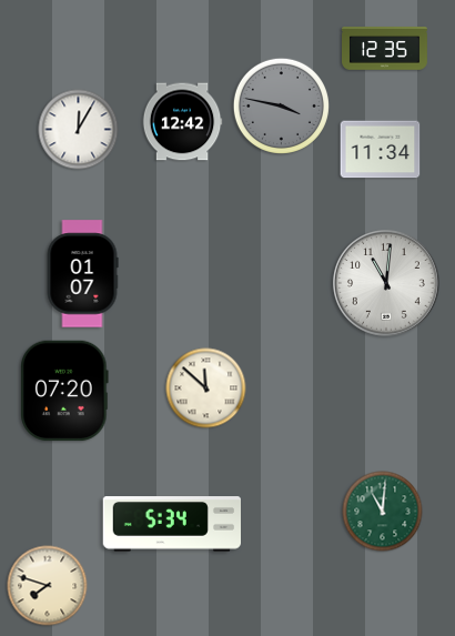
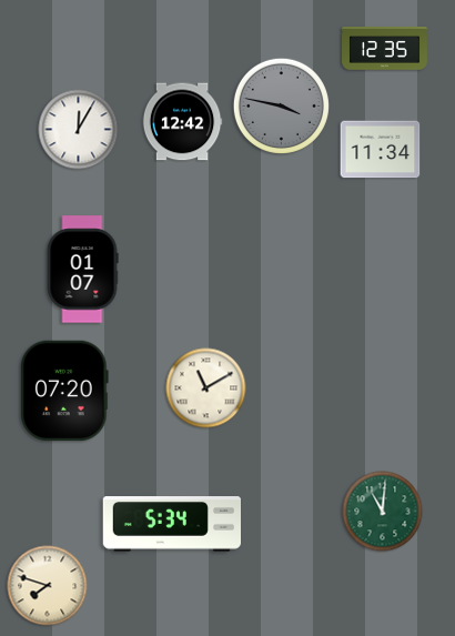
clock at (82, 274) position: (82, 274) -> (82, 270)
clock at (386, 284): 11:01 -> none
clock at (206, 388): 11:52 -> 11:10
